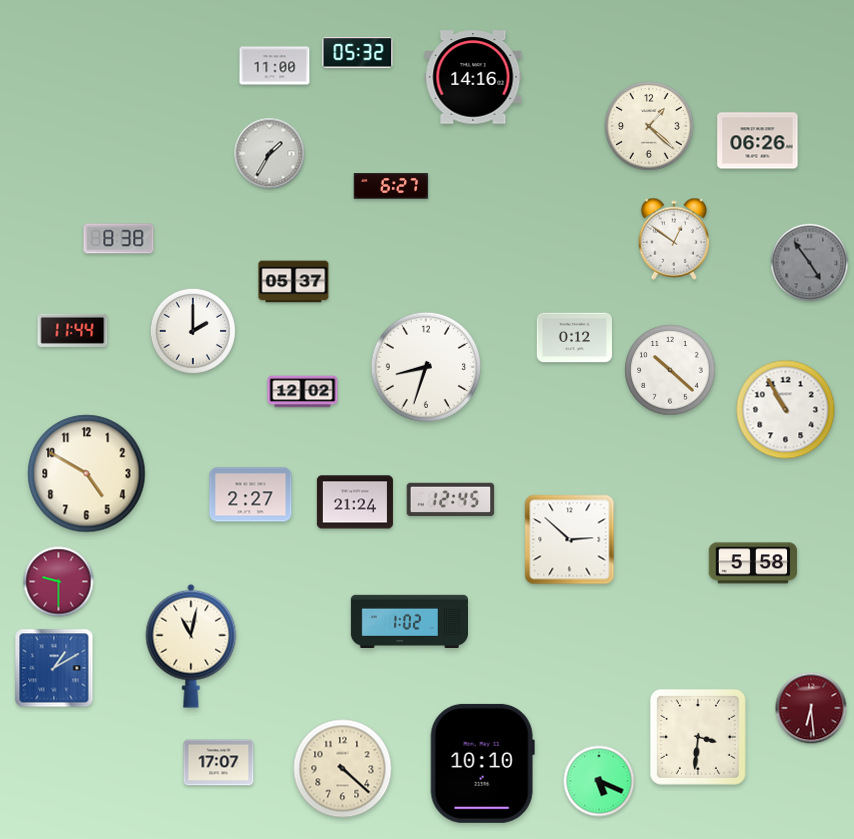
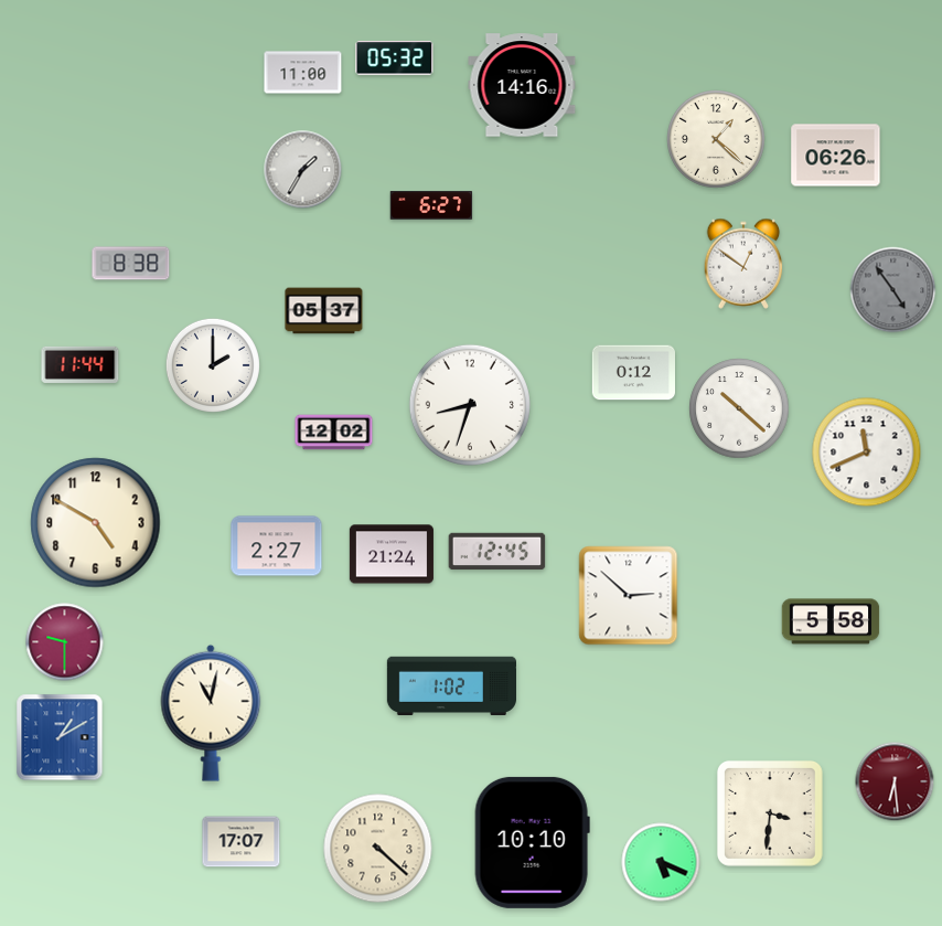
clock at (270, 154) position: (270, 154) -> (303, 170)
clock at (786, 410): 10:55 -> 11:41
